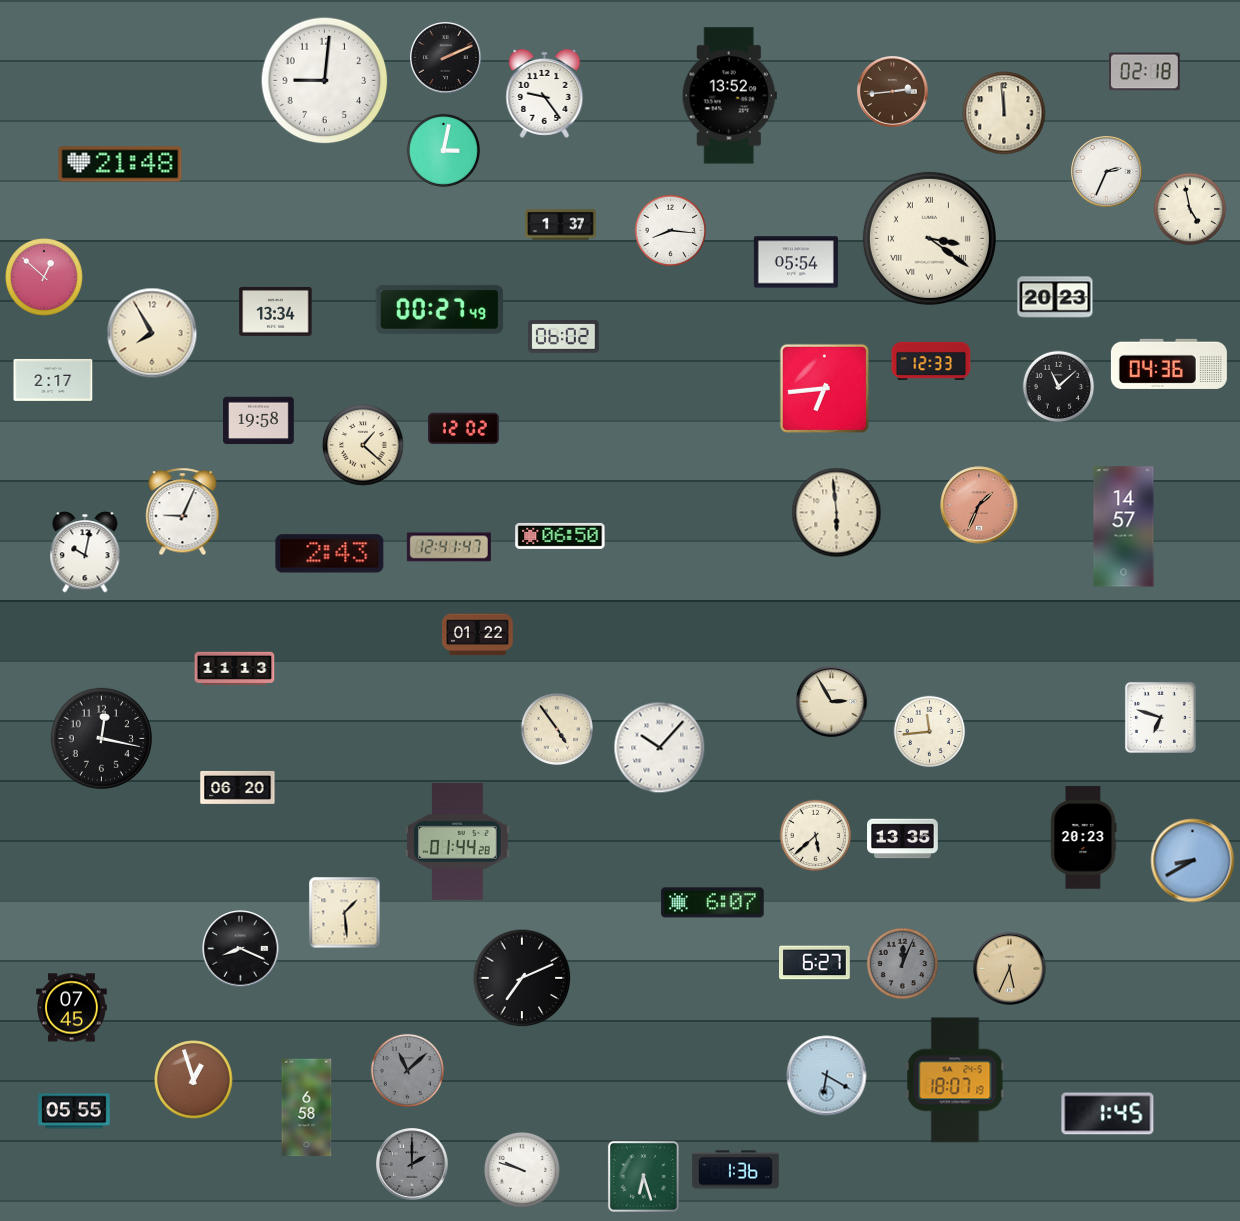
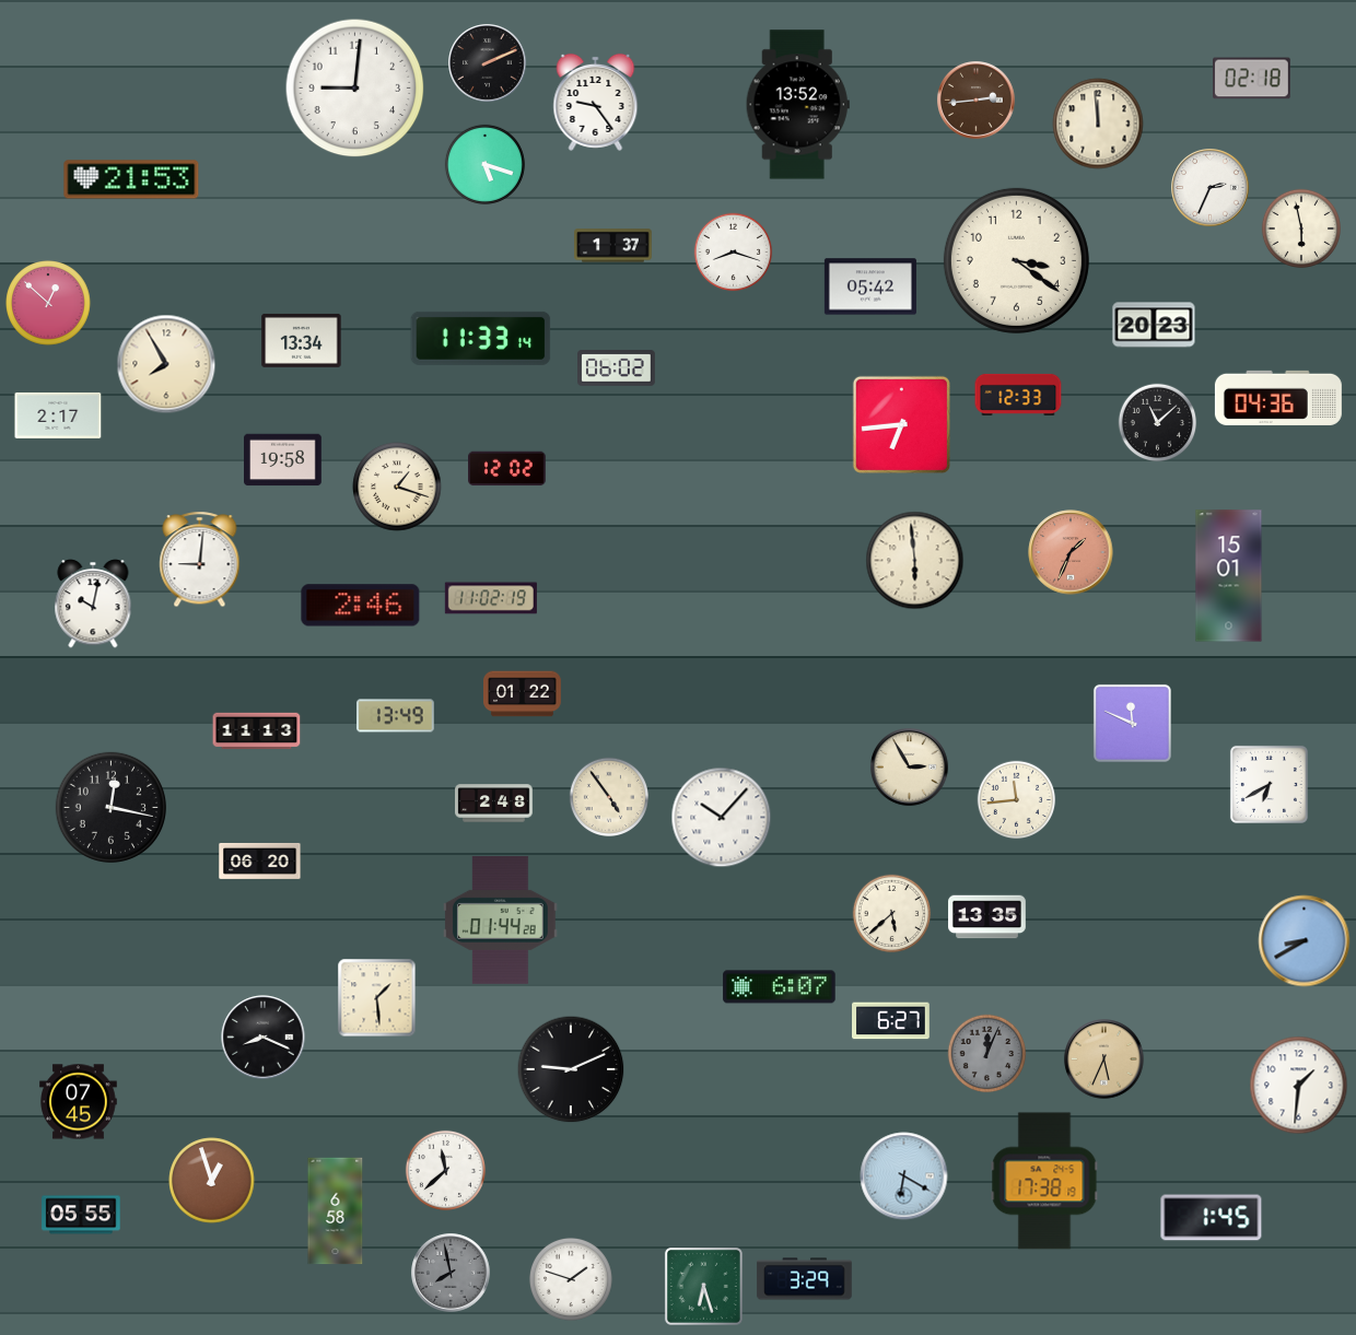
clock at (443, 150): 3:02 -> 5:18
clock at (120, 164): 21:48 -> 21:53
clock at (1189, 208): 4:58 -> 5:58
clock at (671, 231): 8:16 -> 8:18
clock at (929, 238) numerals: Roman -> Arabic
clock at (796, 262): 05:54 -> 05:42
clock at (440, 309): 00:27 -> 11:33
clock at (363, 445): 1:22 -> 1:18
clock at (183, 512): 9:04 -> 9:01
clock at (1124, 527): 14:57 -> 15:01
clock at (560, 536): 06:50 -> none
clock at (449, 547): 12:41 -> 11:02
clock at (330, 554): 2:43 -> 2:46
clock at (396, 716): none -> 13:49
clock at (1132, 723): none -> 11:49
clock at (1160, 717): 6:48 -> 6:40
clock at (494, 804): none -> 2:48
clock at (1083, 838): 20:23 -> none
clock at (815, 963) position: (815, 963) -> (891, 1021)
clock at (522, 978): 7:11 -> 9:11
clock at (1299, 1086): none -> 1:31
clock at (407, 1070): 11:08 -> 11:38
clock at (407, 1070) dial: grey -> white
clock at (955, 1080): 18:07 -> 17:38
clock at (412, 1164): 2:00 -> 7:58
clock at (522, 1170): 9:48 -> 1:48
clock at (736, 1170): 1:36 -> 3:29
